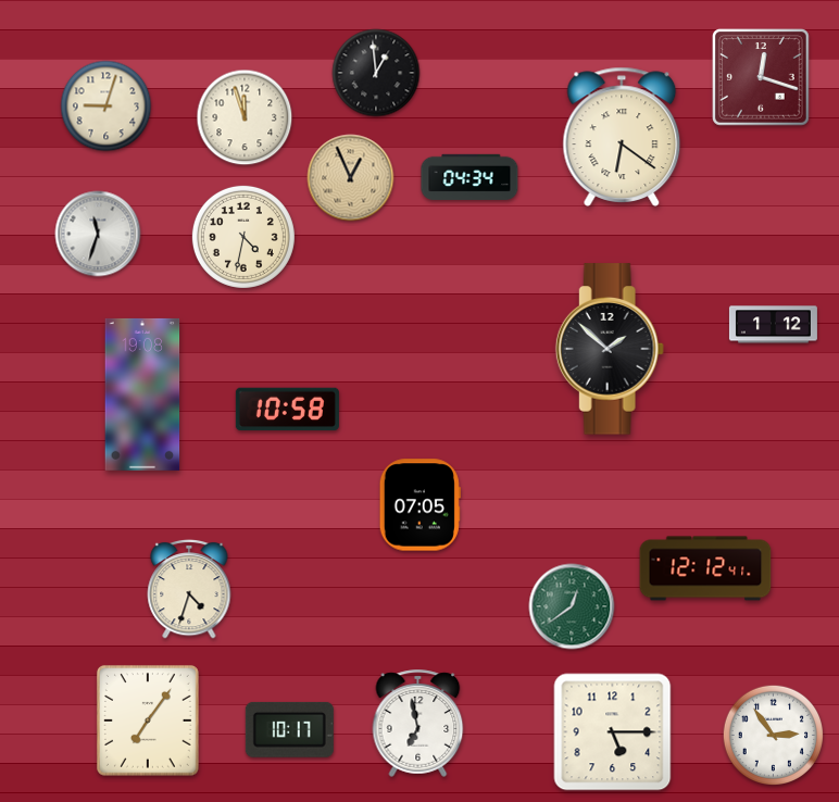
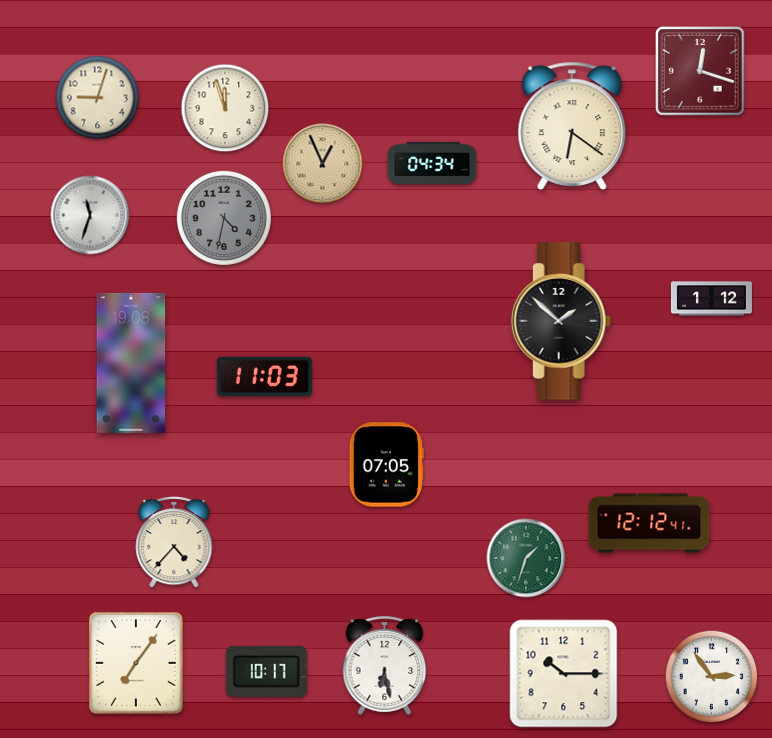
clock at (376, 73): 12:59 -> none
clock at (243, 237) dial: cream -> grey
clock at (287, 410): 10:58 -> 11:03
clock at (189, 589): 4:33 -> 4:37
clock at (572, 606): 12:39 -> 1:33
clock at (418, 723): 6:58 -> 6:28
clock at (613, 732): 5:15 -> 10:15
